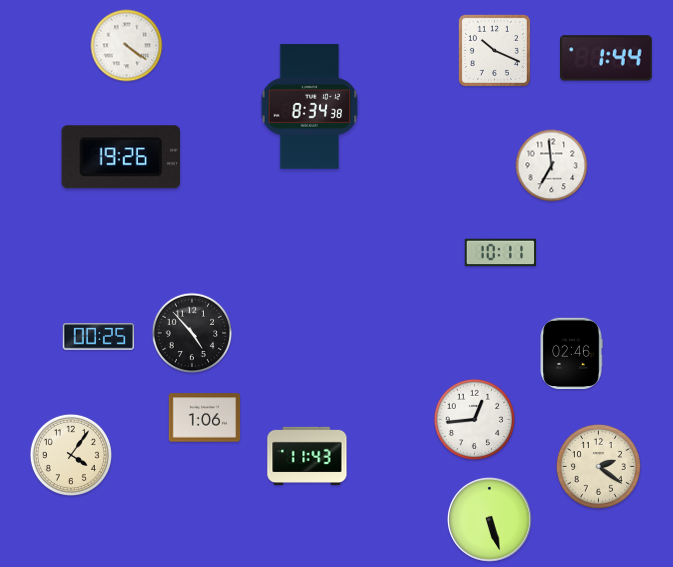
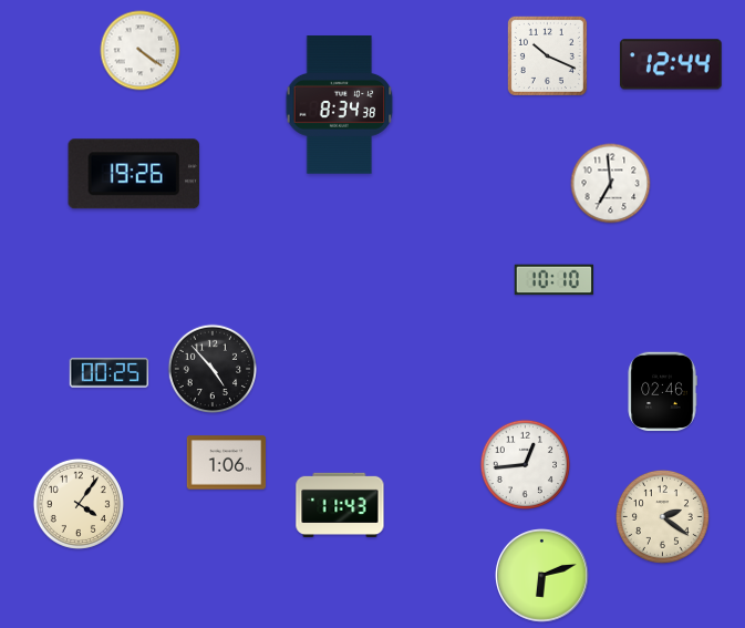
clock at (607, 58): 1:44 -> 12:44
clock at (310, 107) position: (310, 107) -> (340, 105)
clock at (501, 253): 10:11 -> 10:10
clock at (571, 354) position: (571, 354) -> (662, 392)
clock at (490, 520): 5:27 -> 6:12
